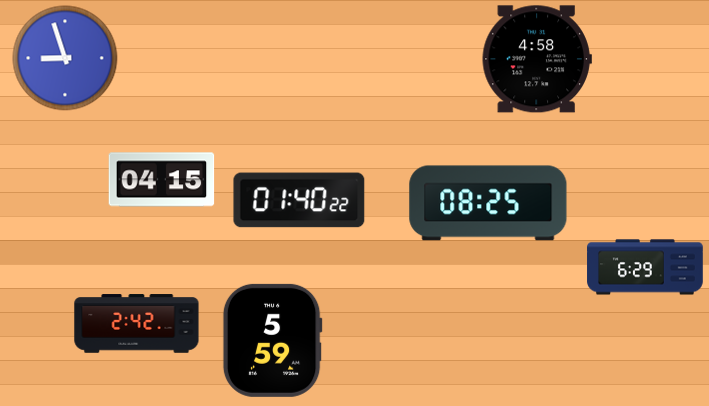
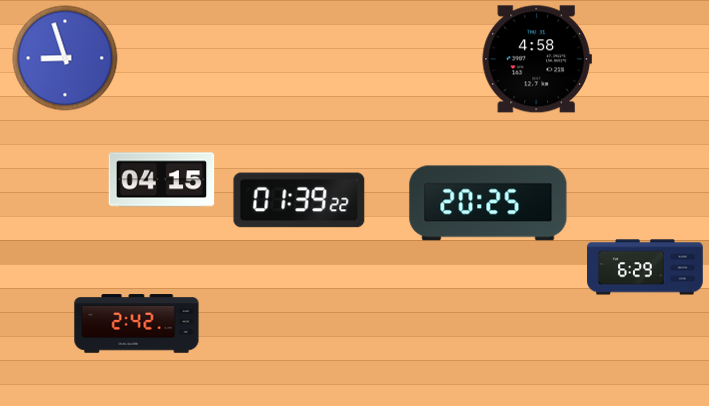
clock at (299, 200): 01:40 -> 01:39
clock at (488, 203): 08:25 -> 20:25
clock at (272, 340): 5:59 -> none
